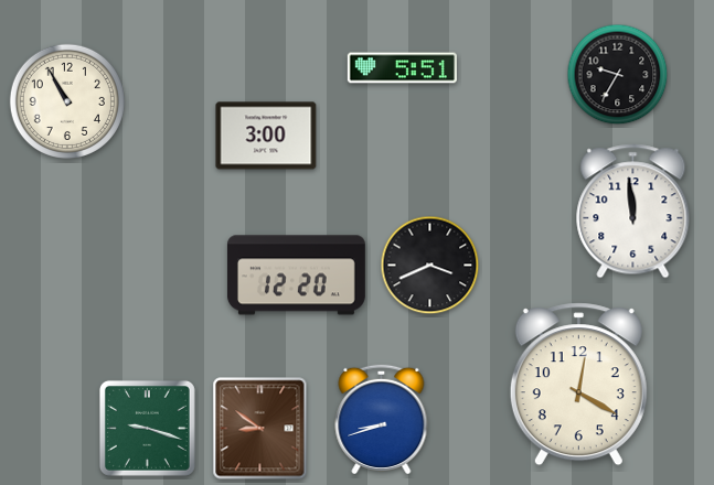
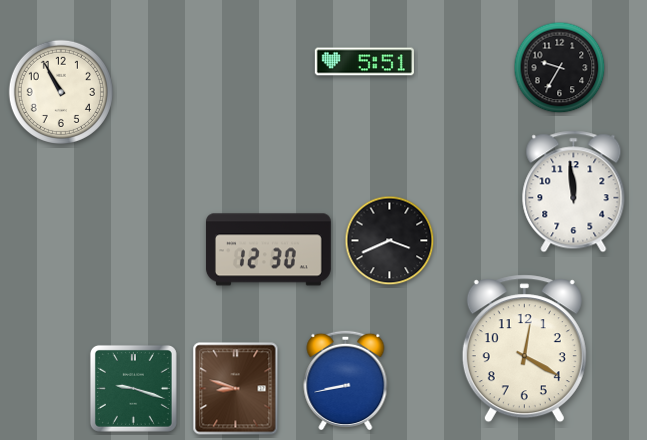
clock at (266, 136): 3:00 -> none
clock at (296, 276): 12:20 -> 12:30
clock at (382, 418): 8:42 -> 8:43
clock at (260, 429): 8:51 -> 8:48
